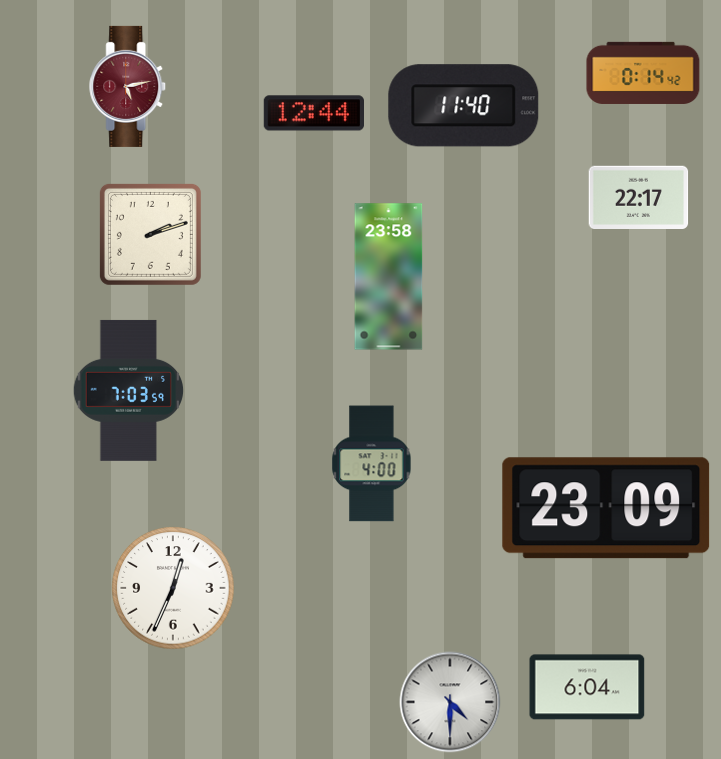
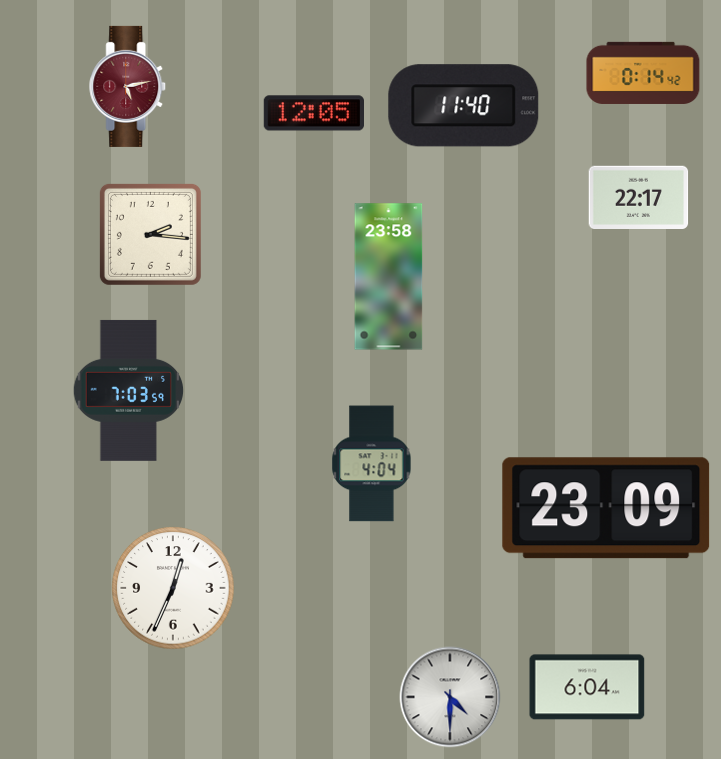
clock at (313, 113): 12:44 -> 12:05
clock at (150, 234): 2:12 -> 2:16
clock at (372, 464): 4:00 -> 4:04
clock at (450, 702) position: (450, 702) -> (450, 697)
